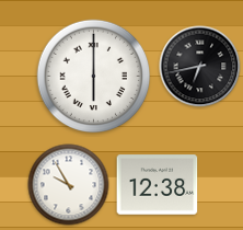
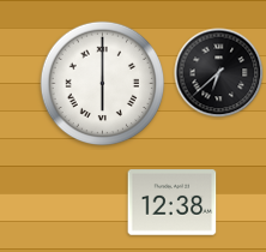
clock at (200, 67): 6:43 -> 6:38
clock at (69, 185): 9:55 -> none
